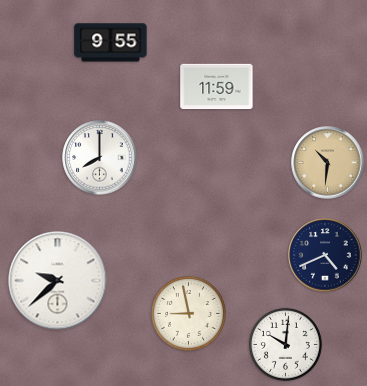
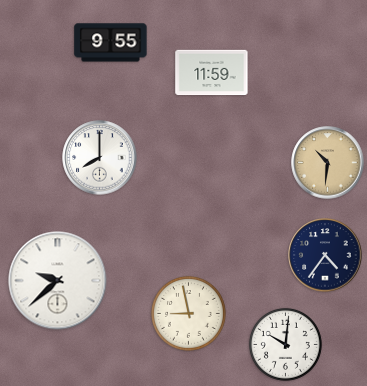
clock at (217, 87) position: (217, 87) -> (212, 73)
clock at (325, 255): 4:41 -> 4:36
